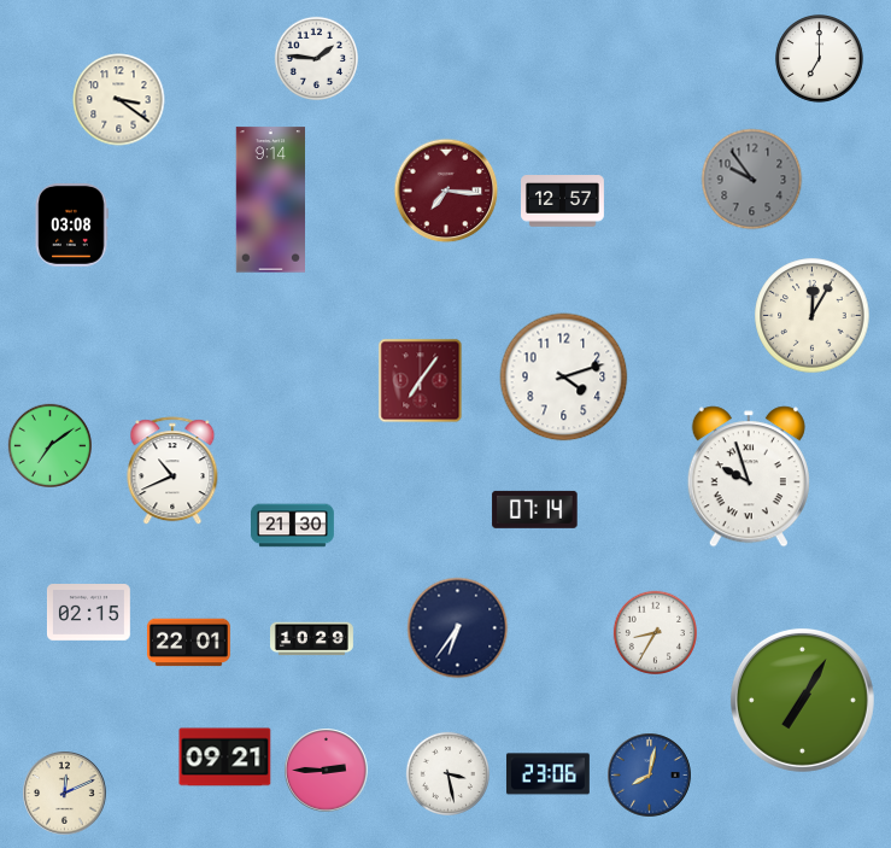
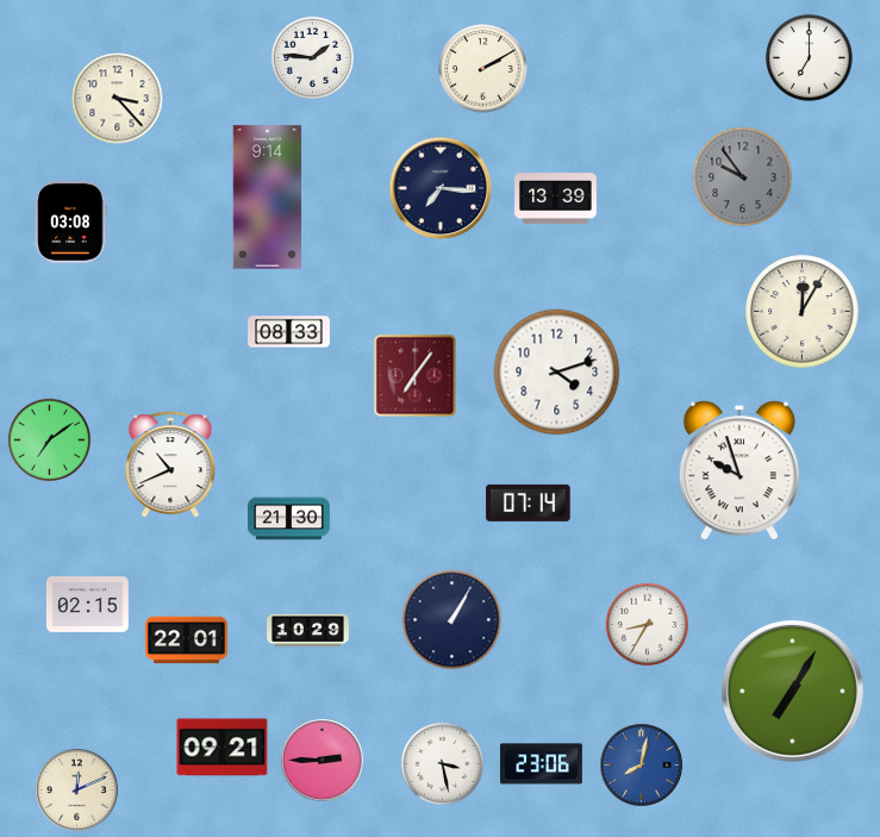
clock at (483, 69): none -> 2:10
clock at (119, 100): 3:21 -> 3:23
clock at (446, 191) dial: burgundy -> navy
clock at (563, 201): 12:57 -> 13:39
clock at (289, 332): none -> 08:33
clock at (458, 628): 6:36 -> 1:05
clock at (188, 643) position: (188, 643) -> (186, 641)
clock at (65, 794) position: (65, 794) -> (77, 791)
